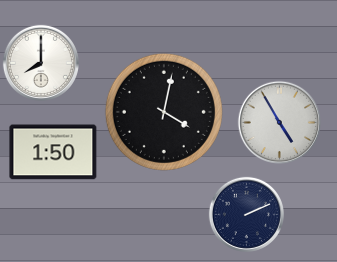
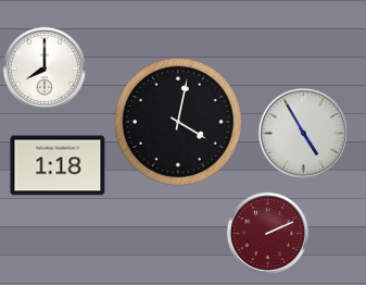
clock at (53, 152): 1:50 -> 1:18
clock at (246, 214) dial: navy -> burgundy
